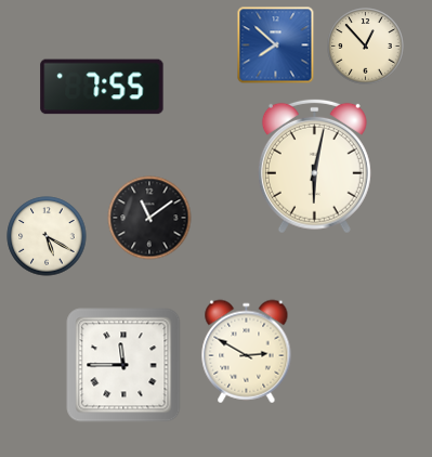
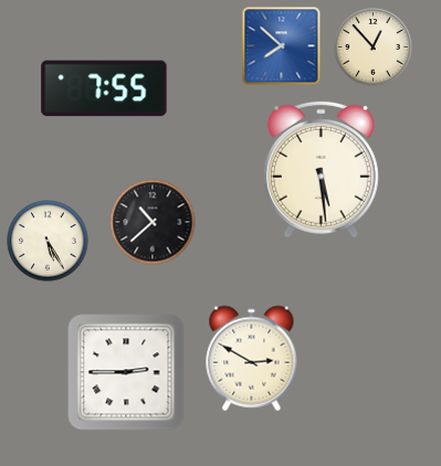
clock at (314, 166): 6:02 -> 5:29
clock at (149, 218): 11:09 -> 10:38
clock at (47, 236): 5:20 -> 5:25
clock at (123, 365): 11:45 -> 2:45
